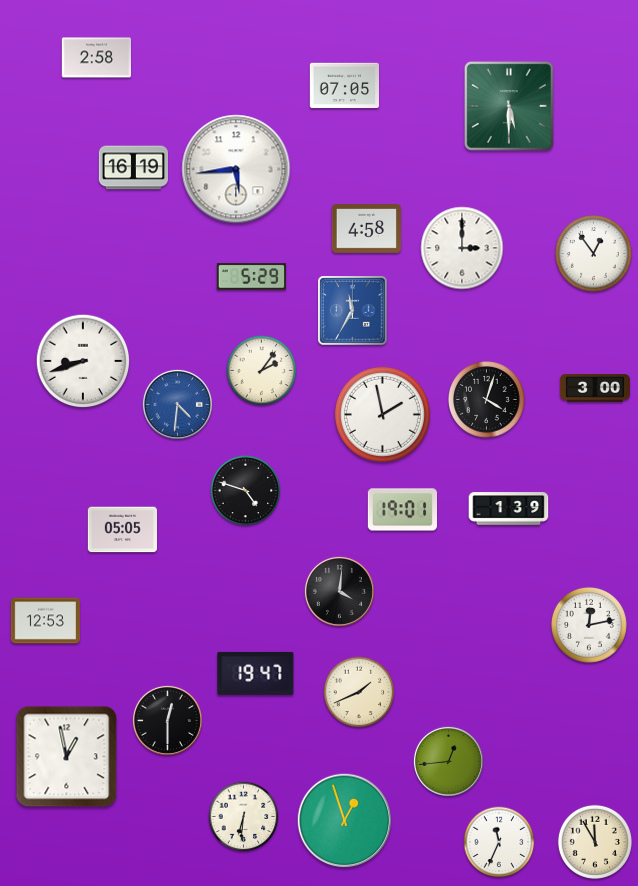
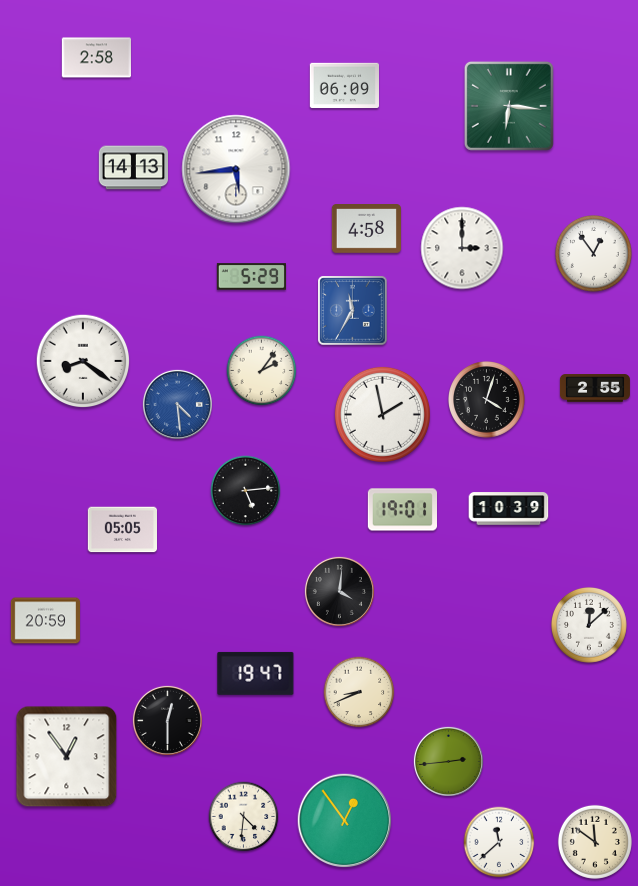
clock at (344, 86): 07:05 -> 06:09
clock at (509, 106): 5:30 -> 6:16
clock at (133, 168): 16:19 -> 14:13
clock at (83, 361): 8:42 -> 8:21
clock at (595, 388): 3:00 -> 2:55
clock at (177, 404): 4:31 -> 4:29
clock at (246, 491): 4:48 -> 5:14
clock at (509, 509): 1:39 -> 10:39
clock at (45, 621): 12:53 -> 20:59
clock at (589, 625): 12:13 -> 12:08
clock at (359, 692): 1:41 -> 8:41
clock at (67, 757): 12:58 -> 12:54
clock at (448, 761): 12:44 -> 2:44
clock at (244, 817): 6:31 -> 4:31
clock at (345, 821): 12:57 -> 12:54
clock at (499, 842): 11:34 -> 11:38
clock at (595, 842): 11:55 -> 11:51
